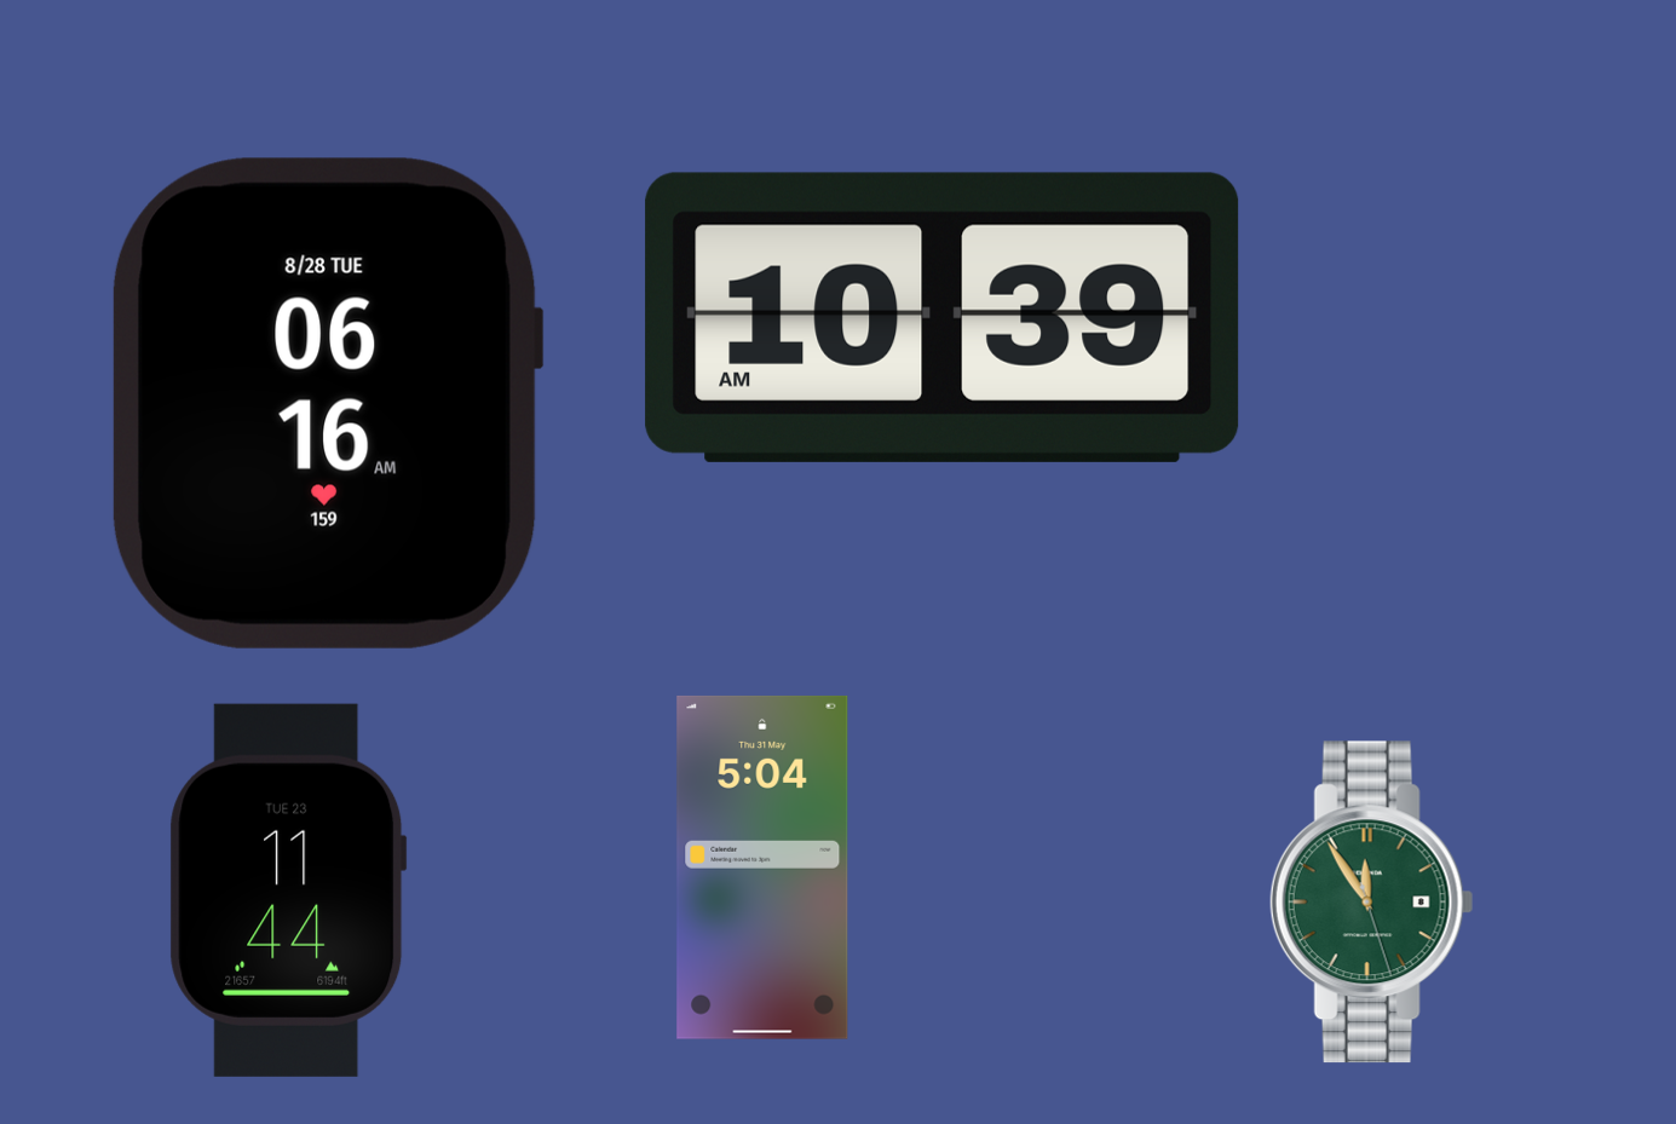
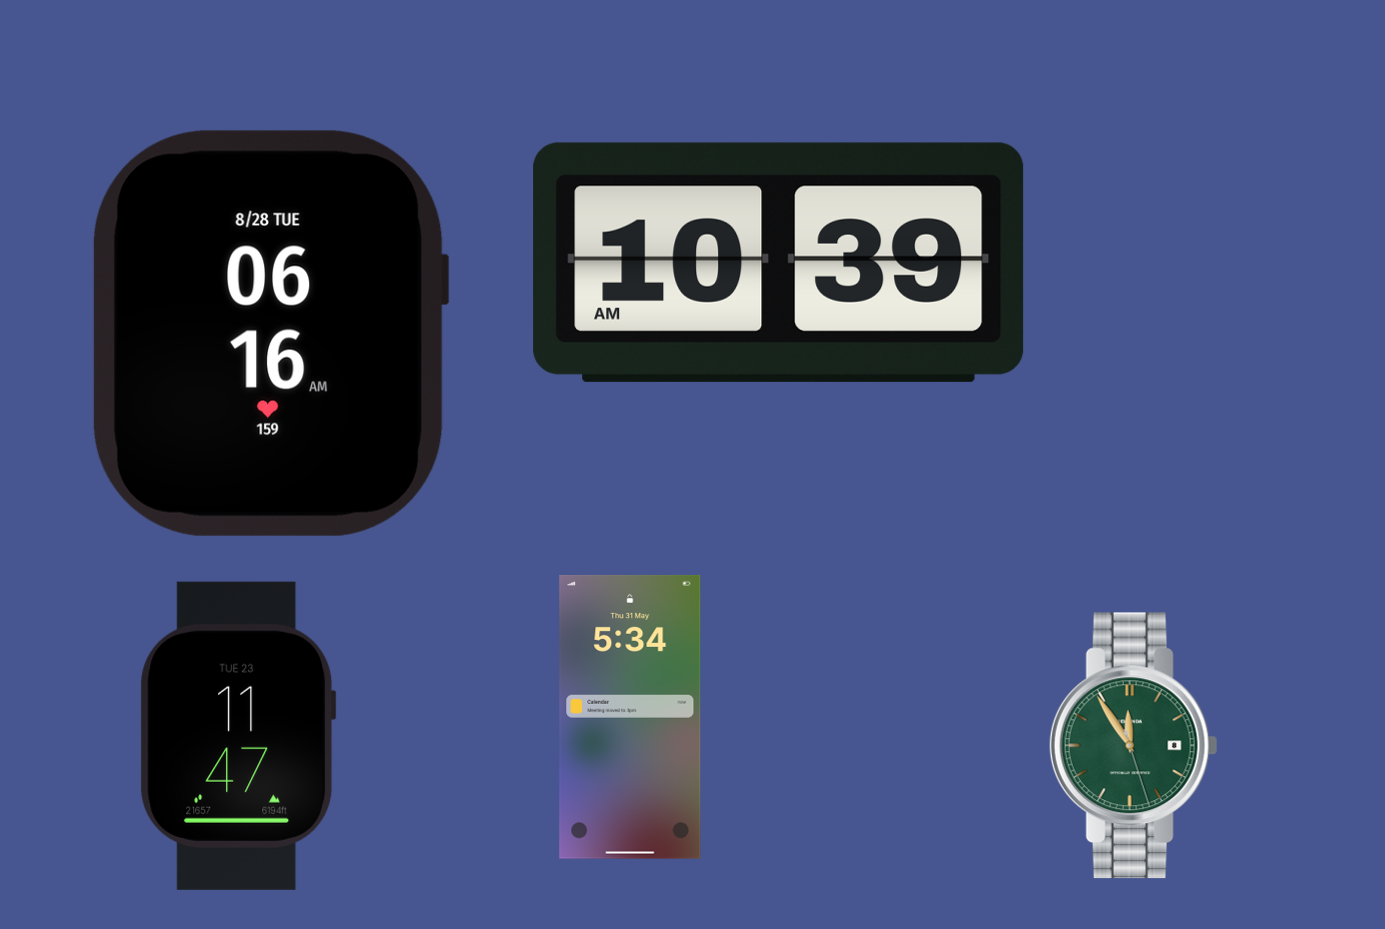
clock at (762, 868): 5:04 -> 5:34
clock at (288, 890): 11:44 -> 11:47
